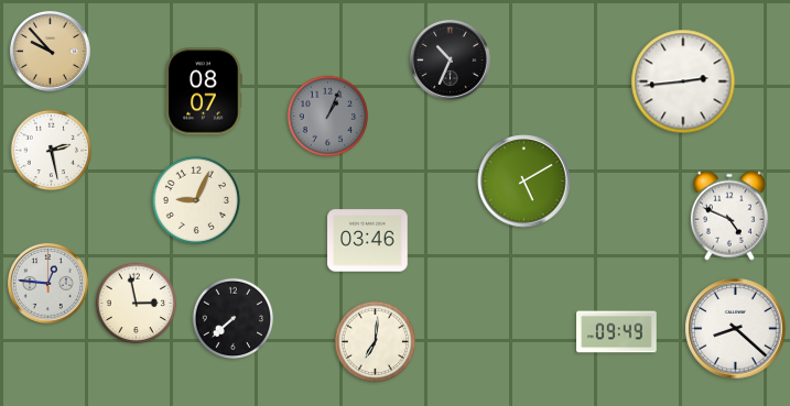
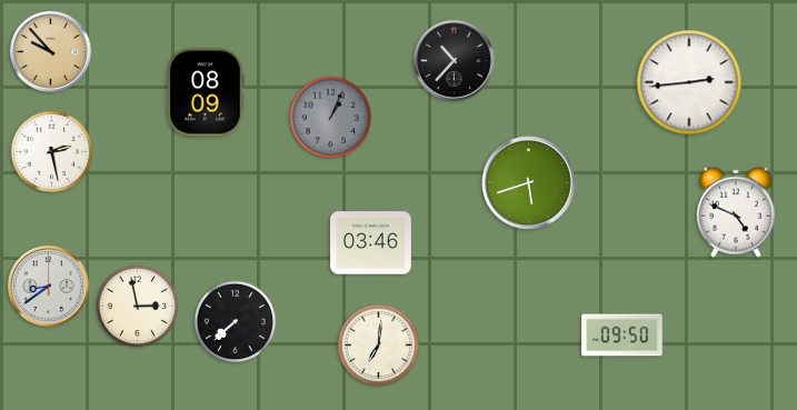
clock at (450, 59): 10:34 -> 10:37
clock at (204, 91): 08:07 -> 08:09
clock at (524, 182): 5:10 -> 5:42
clock at (196, 200): 9:04 -> none
clock at (729, 216) position: (729, 216) -> (736, 212)
clock at (47, 283): 12:46 -> 8:39
clock at (736, 329): 8:22 -> none
clock at (617, 332): 09:49 -> 09:50
